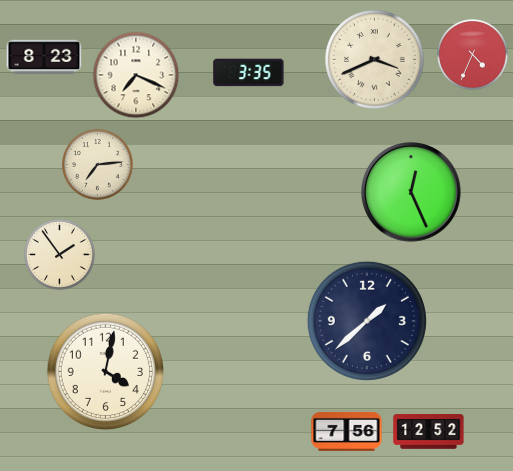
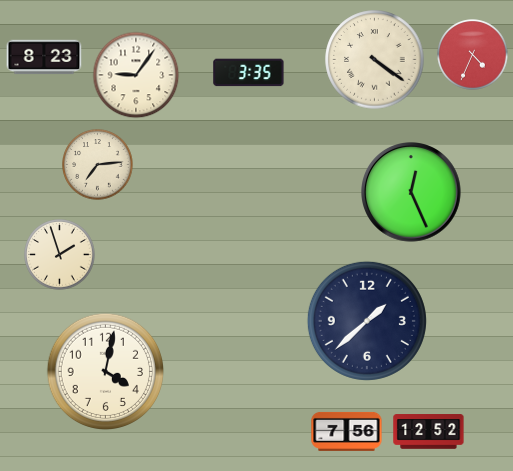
clock at (375, 60): 3:41 -> 4:21
clock at (136, 75): 7:19 -> 9:06
clock at (60, 255): 1:54 -> 1:57
